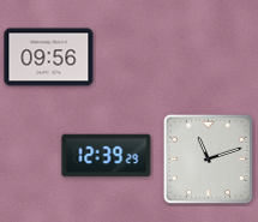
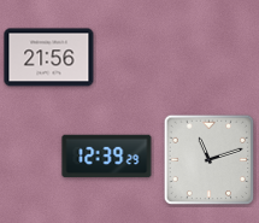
clock at (49, 58): 09:56 -> 21:56
